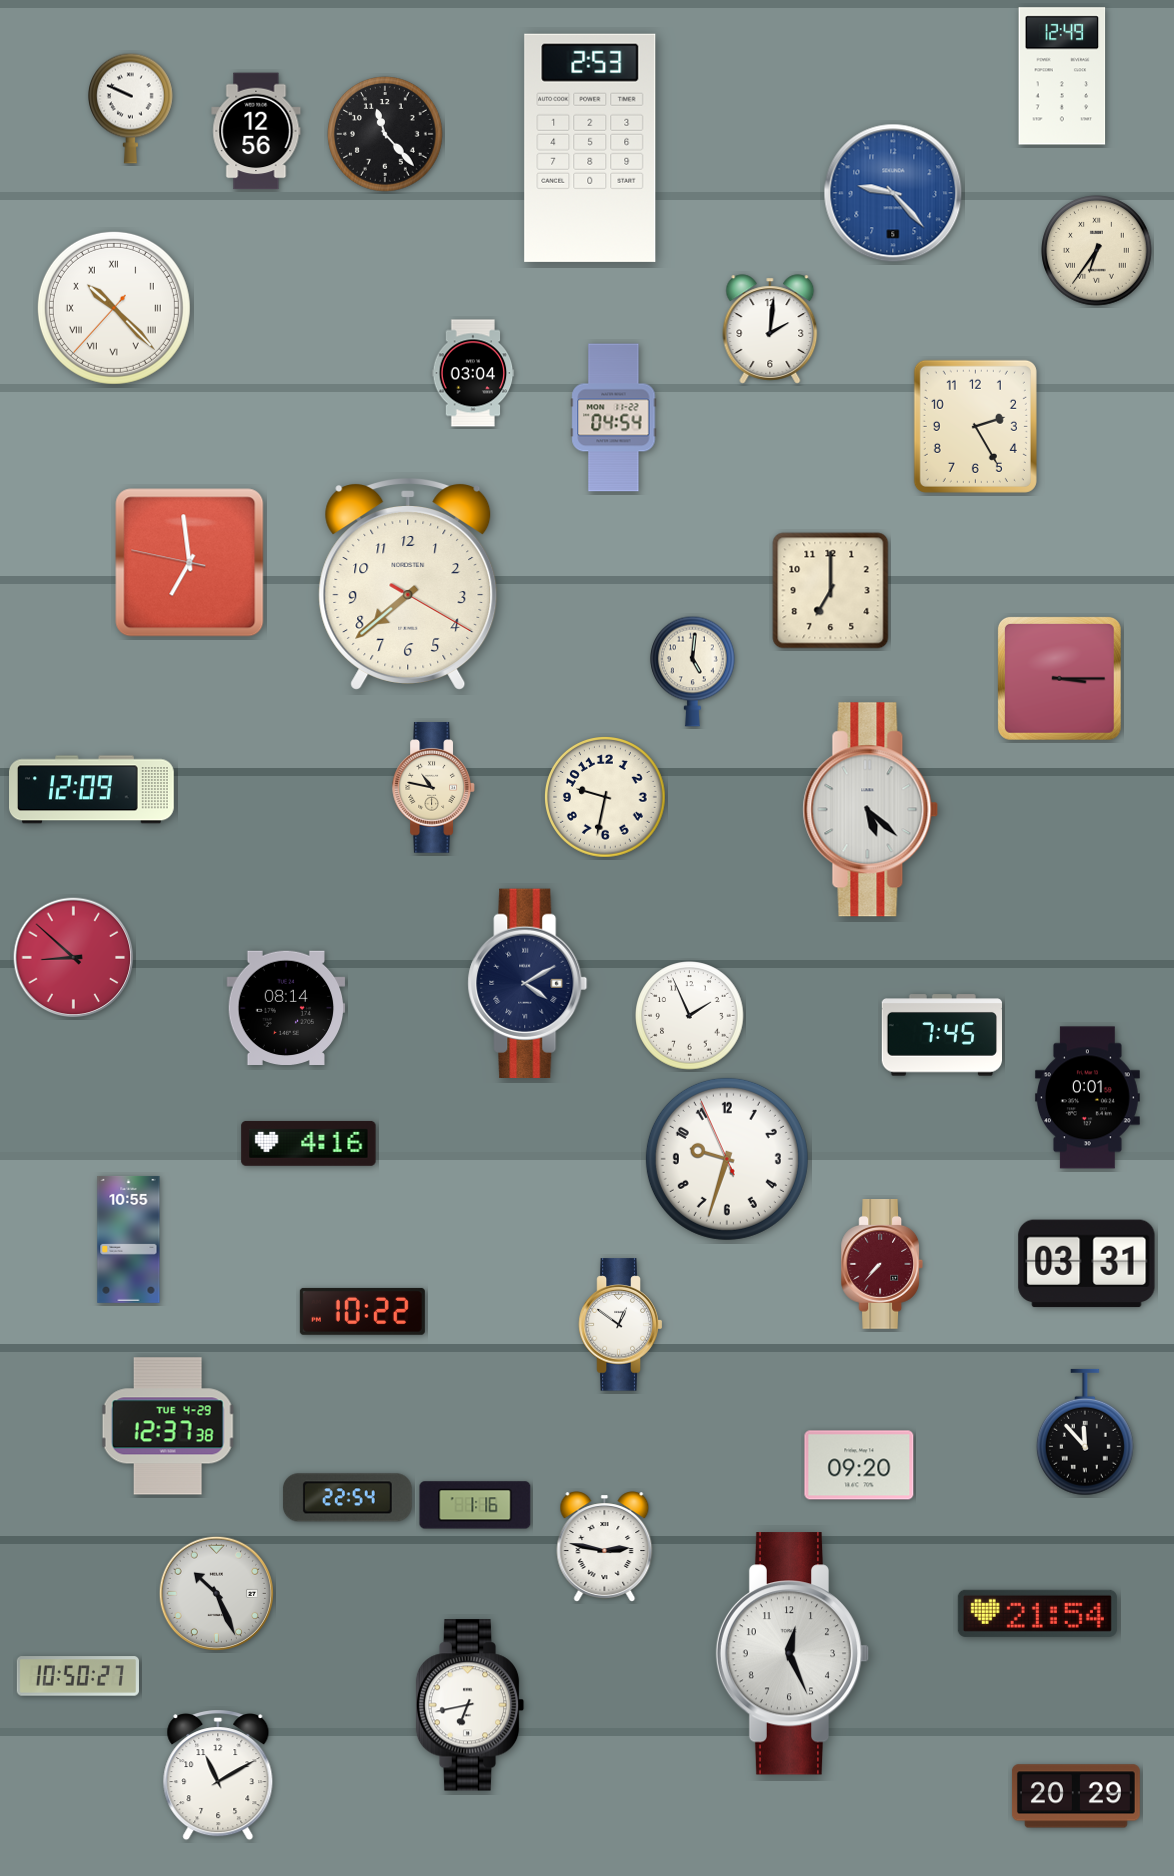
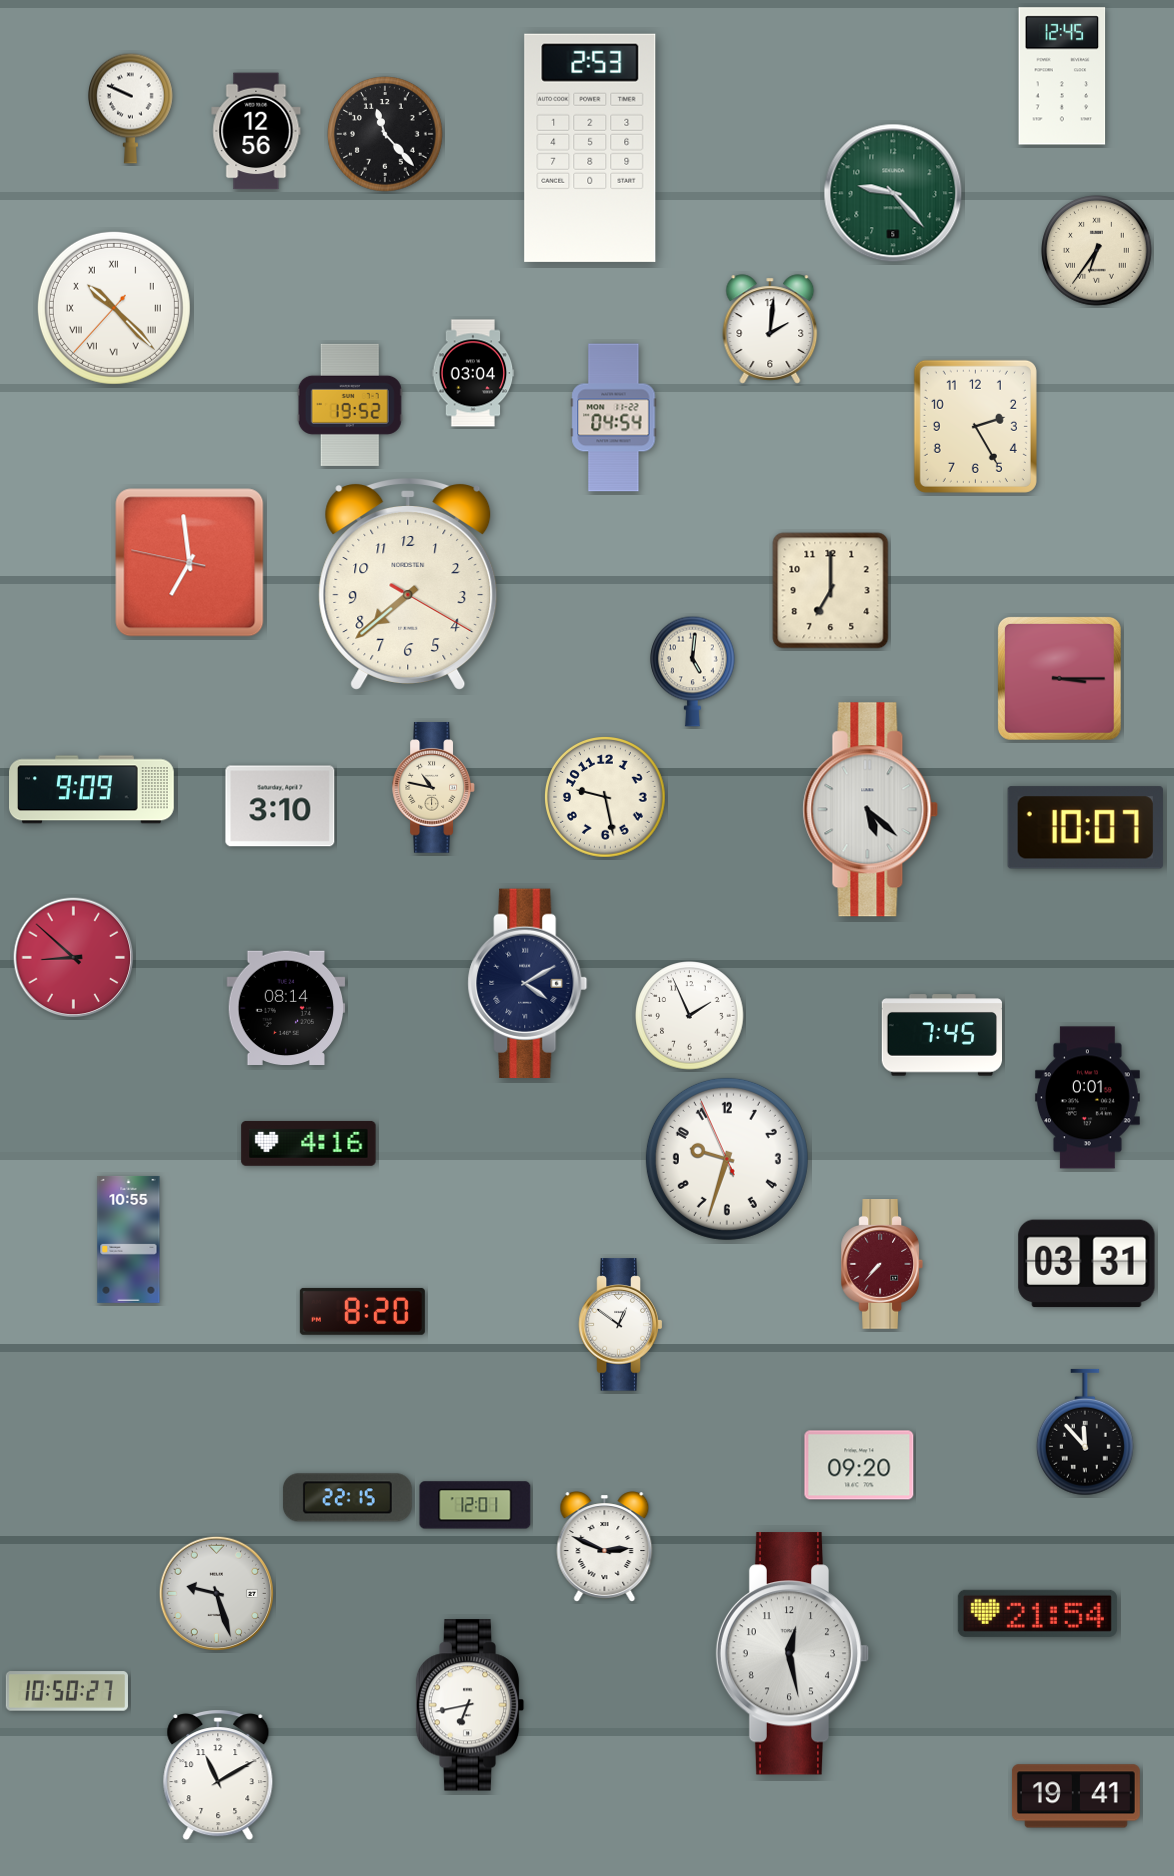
clock at (1062, 76): 12:49 -> 12:45
clock at (893, 193) dial: blue -> green
clock at (350, 405): none -> 19:52
clock at (92, 790): 12:09 -> 9:09
clock at (606, 798): 9:32 -> 9:28
clock at (280, 806): none -> 3:10
clock at (1085, 828): none -> 10:07
clock at (362, 1311): 10:22 -> 8:20
clock at (168, 1426): 12:37 -> none
clock at (347, 1498): 22:54 -> 22:15
clock at (475, 1505): 1:16 -> 12:01
clock at (605, 1547): 2:47 -> 2:49
clock at (216, 1593): 10:26 -> 9:27
clock at (793, 1654): 12:26 -> 12:28
clock at (78, 1676) position: (78, 1676) -> (67, 1691)
clock at (1076, 1796): 20:29 -> 19:41
